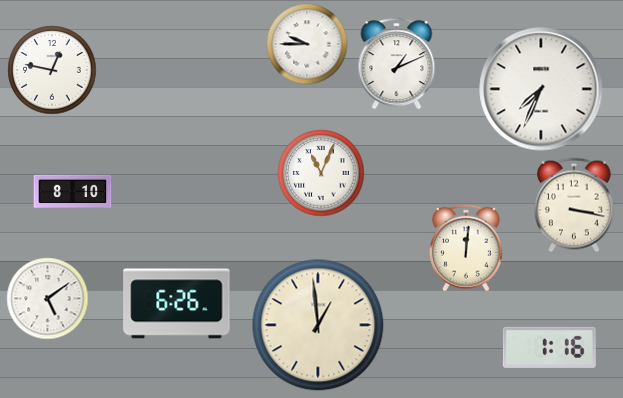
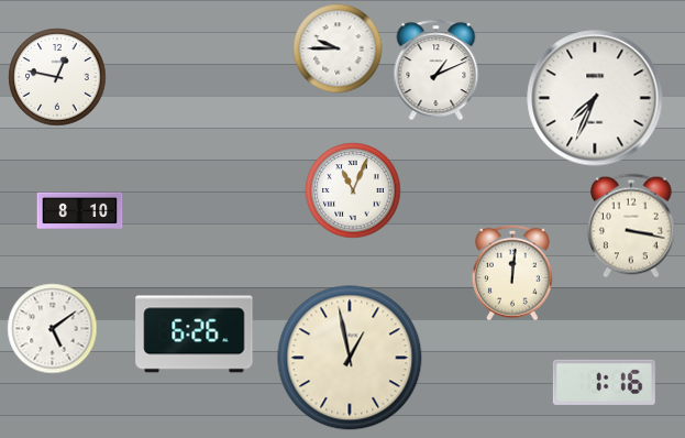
clock at (318, 325): 12:59 -> 12:58
